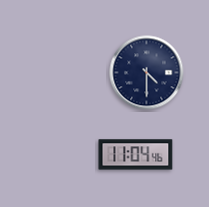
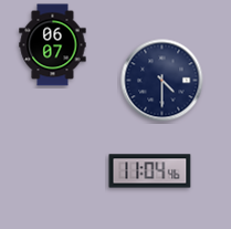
clock at (53, 45): none -> 06:07
